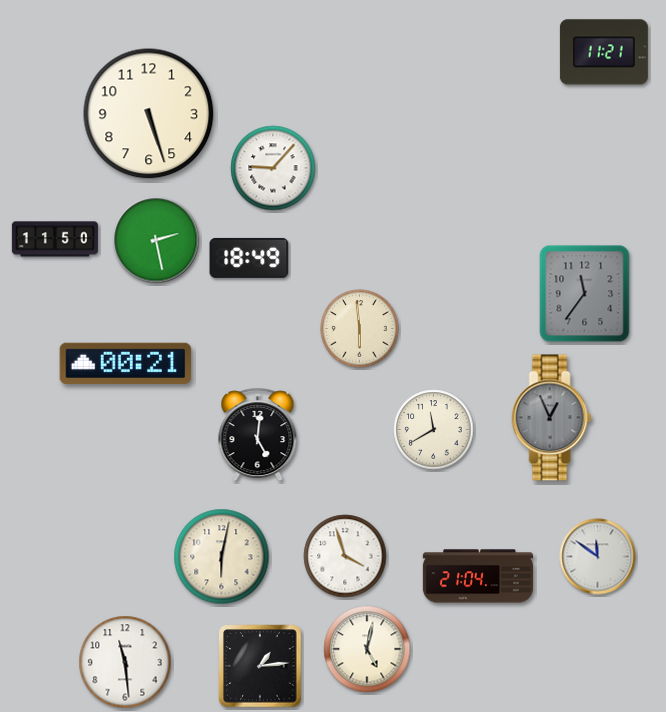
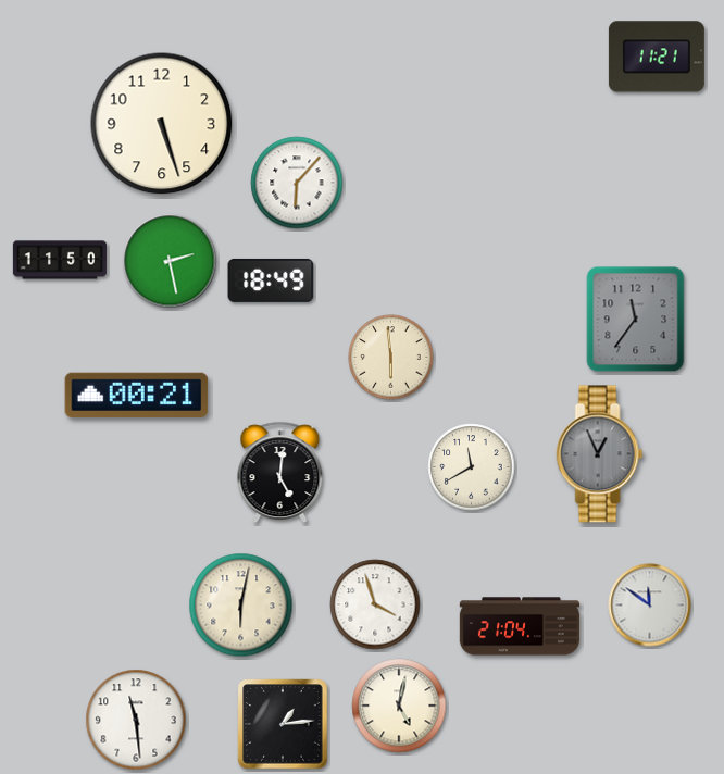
clock at (273, 168): 9:07 -> 6:07
